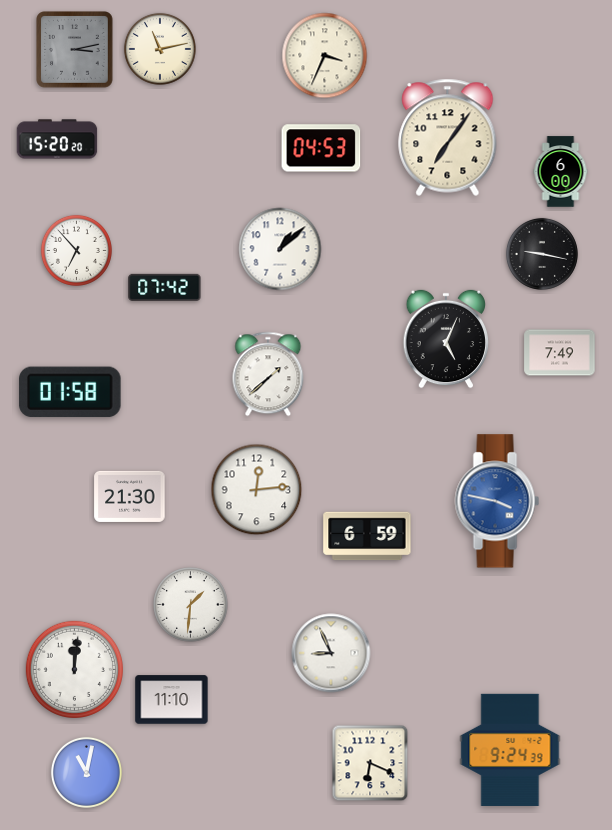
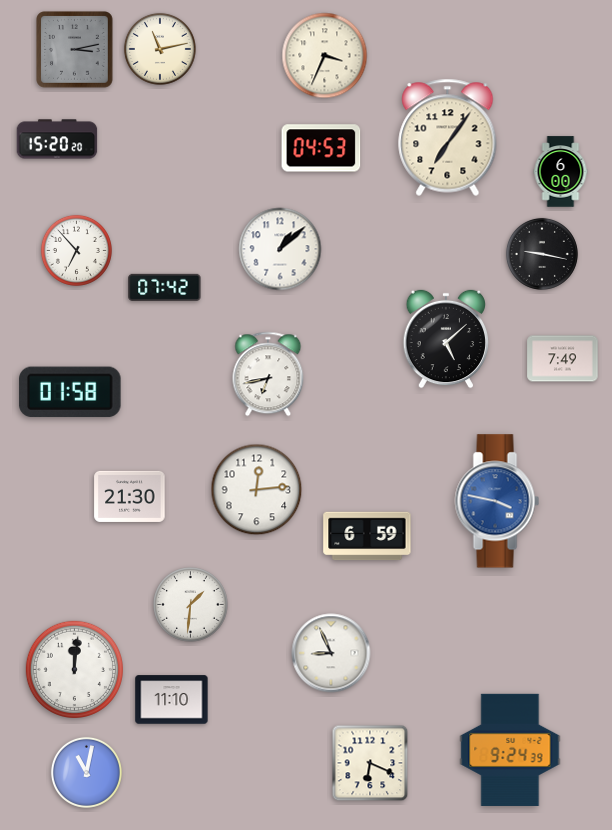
clock at (445, 339): 5:04 -> 5:08
clock at (560, 353) position: (560, 353) -> (563, 359)
clock at (268, 374): 1:38 -> 6:43
